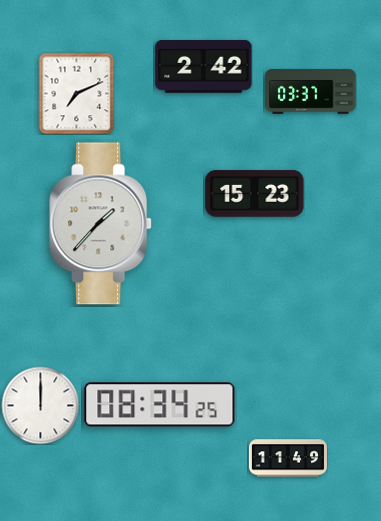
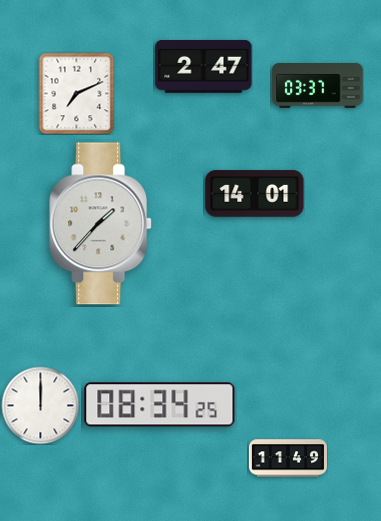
clock at (204, 66): 2:42 -> 2:47
clock at (311, 92) position: (311, 92) -> (318, 86)
clock at (255, 194): 15:23 -> 14:01
